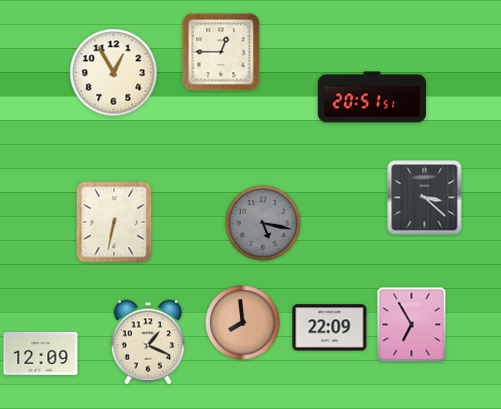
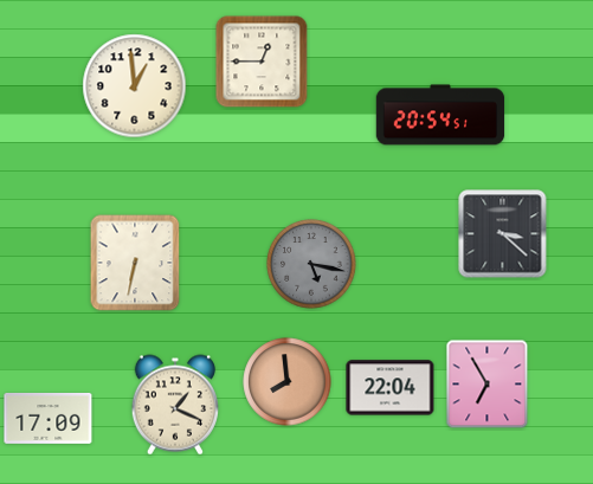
clock at (114, 73): 12:55 -> 12:59
clock at (372, 97): 20:51 -> 20:54
clock at (330, 328): 22:09 -> 22:04
clock at (41, 353): 12:09 -> 17:09
